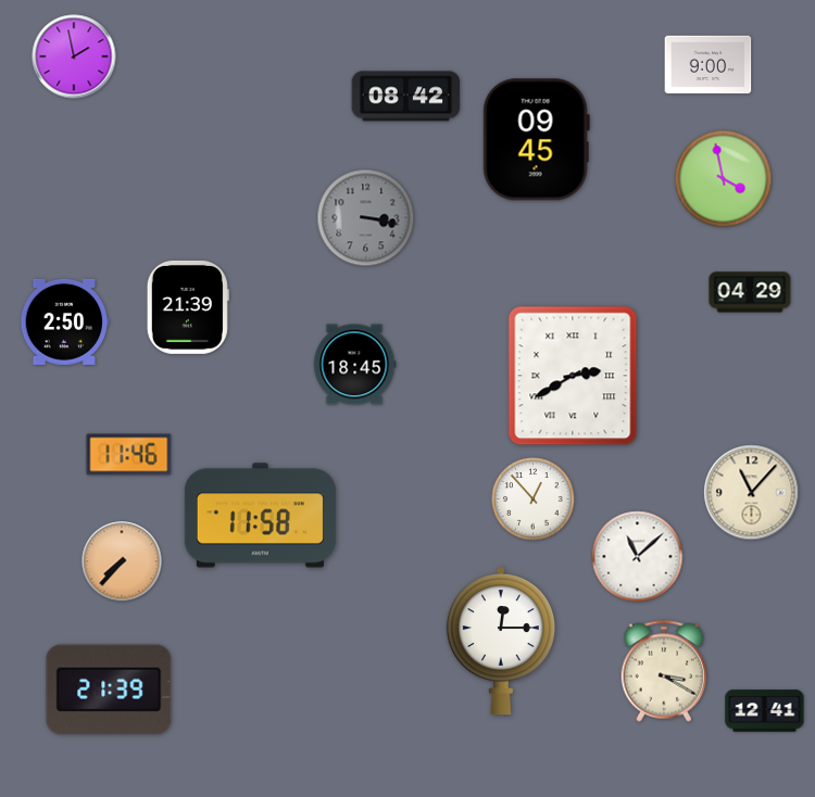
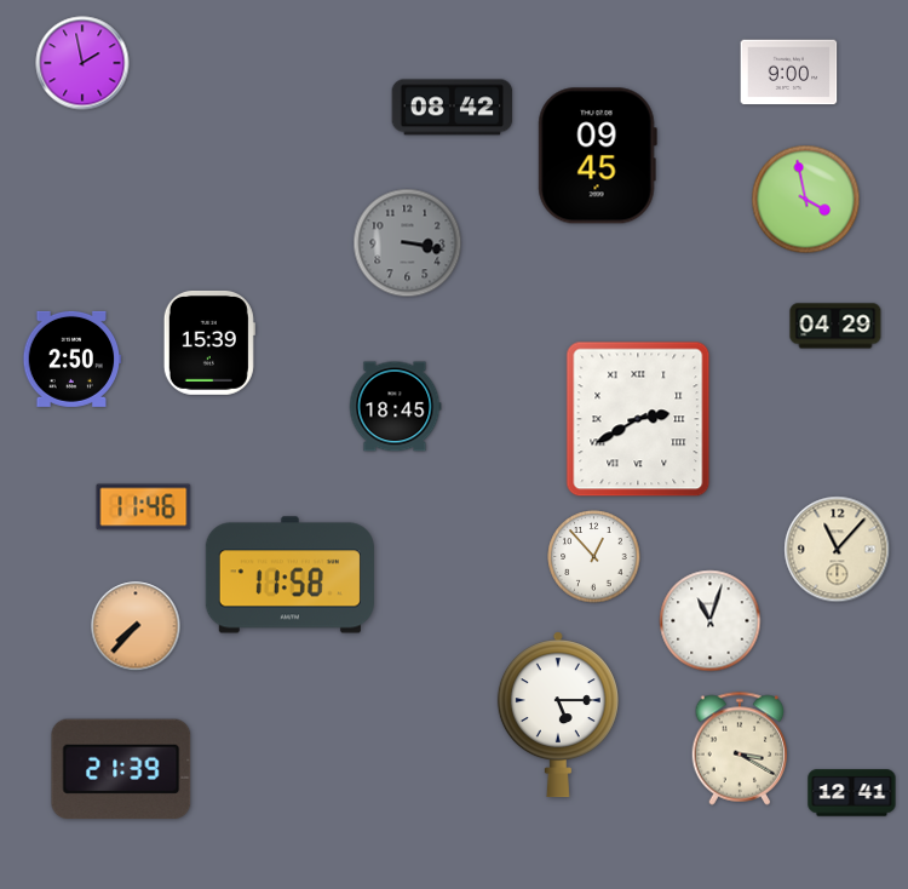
clock at (188, 307): 21:39 -> 15:39
clock at (638, 557): 11:08 -> 11:03
clock at (501, 641): 12:15 -> 5:15
